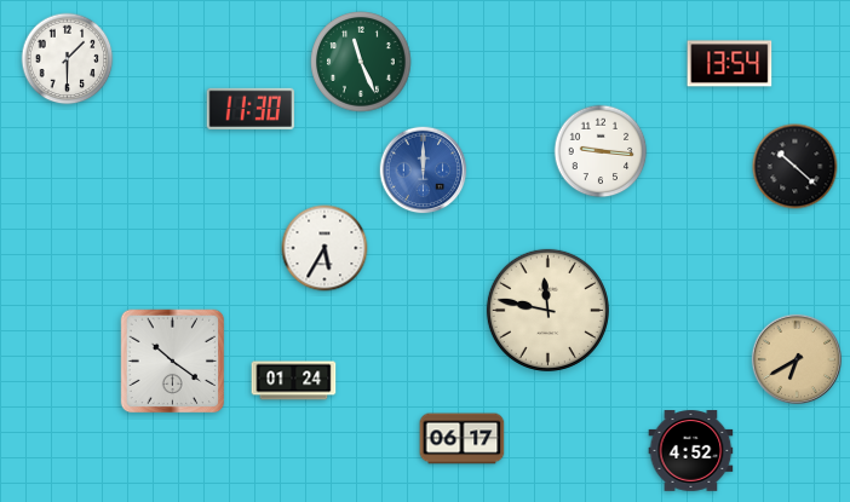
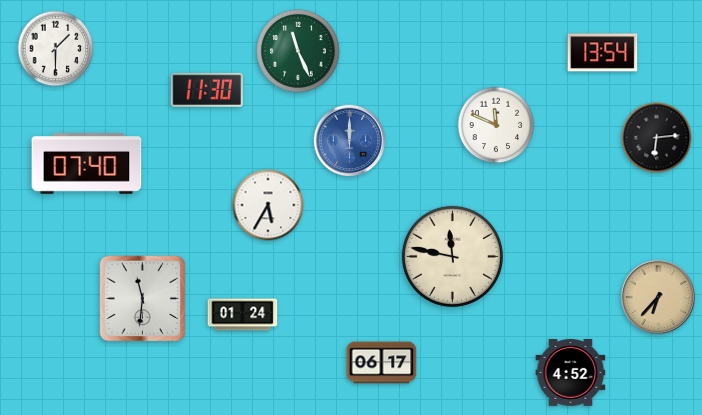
clock at (601, 151): 9:16 -> 11:49
clock at (796, 167): 10:22 -> 6:14
clock at (87, 164): none -> 07:40
clock at (796, 358): 6:40 -> 6:37
clock at (173, 362): 10:21 -> 11:31
